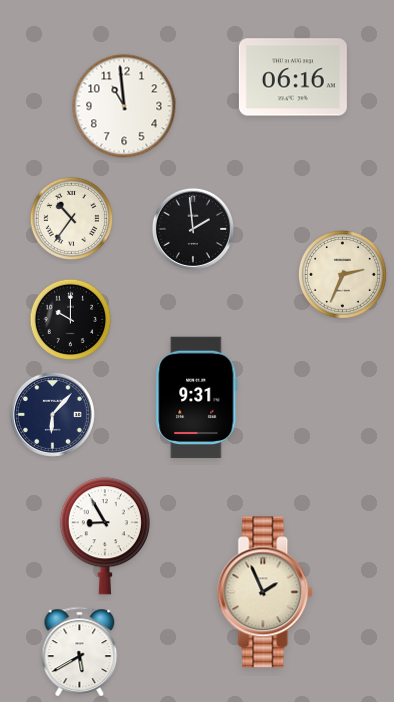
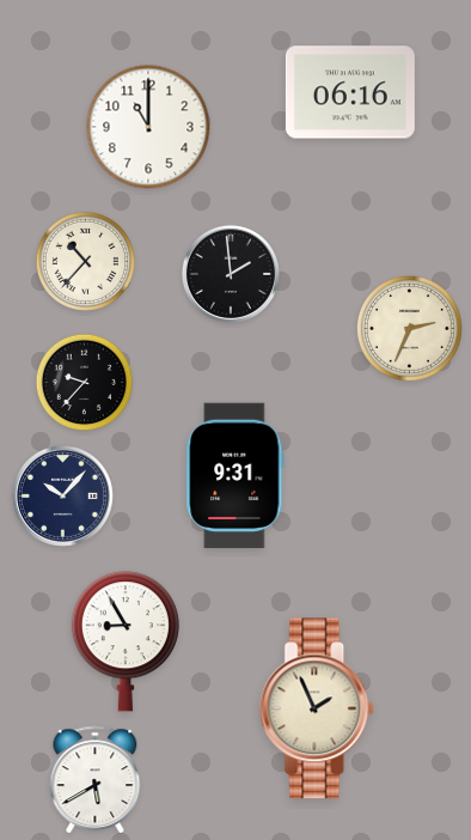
clock at (124, 106): 10:59 -> 11:00
clock at (71, 218): 10:36 -> 10:37
clock at (71, 320): 10:00 -> 9:37
clock at (52, 414): 6:07 -> 10:07
